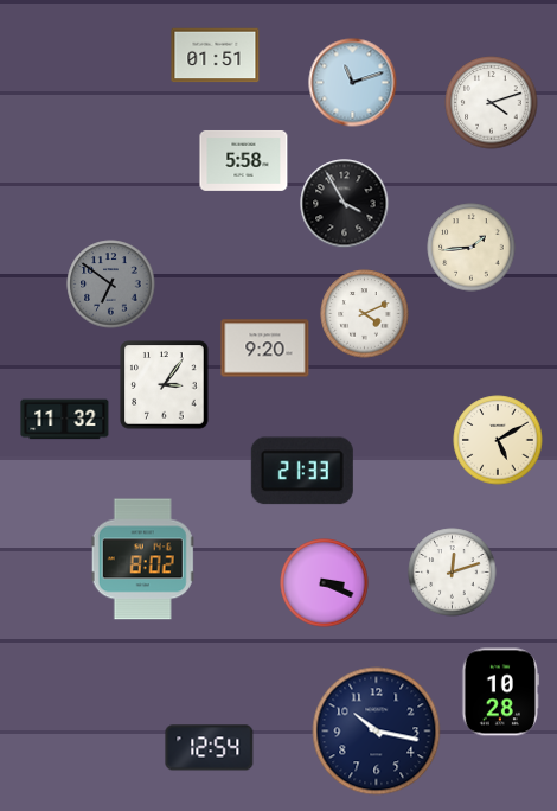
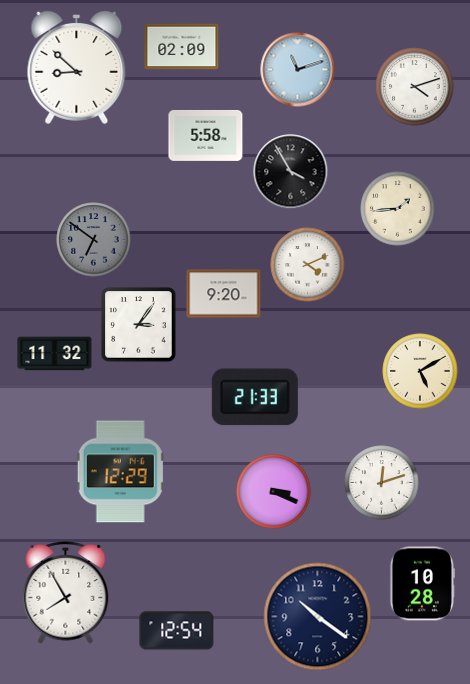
clock at (216, 56): 01:51 -> 02:09
clock at (77, 67): none -> 8:52
clock at (142, 560): 8:02 -> 12:29
clock at (66, 593): none -> 7:55
clock at (377, 732): 10:17 -> 10:21
